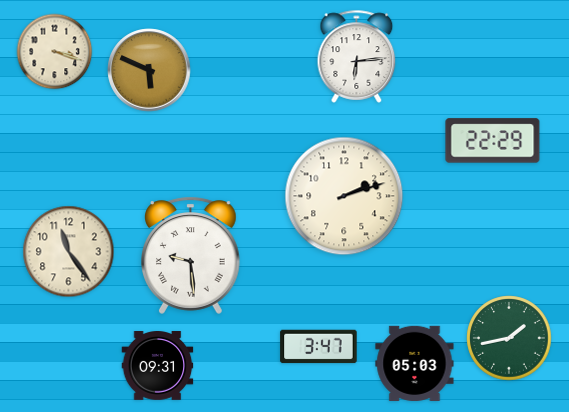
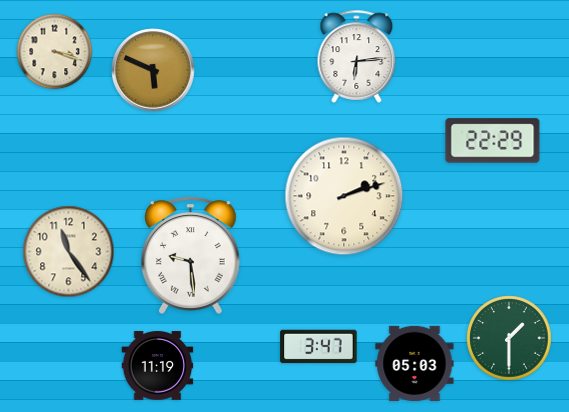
clock at (149, 70) position: (149, 70) -> (153, 70)
clock at (509, 338): 1:43 -> 1:30
clock at (158, 366): 09:31 -> 11:19
